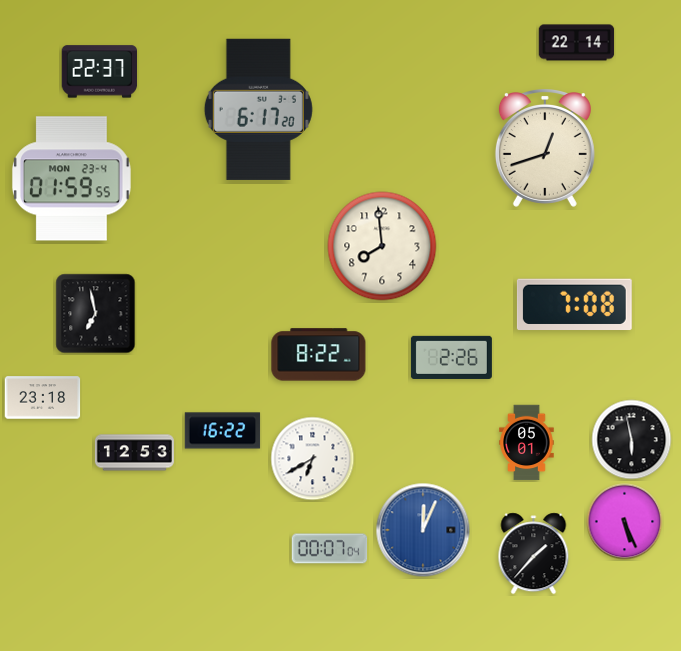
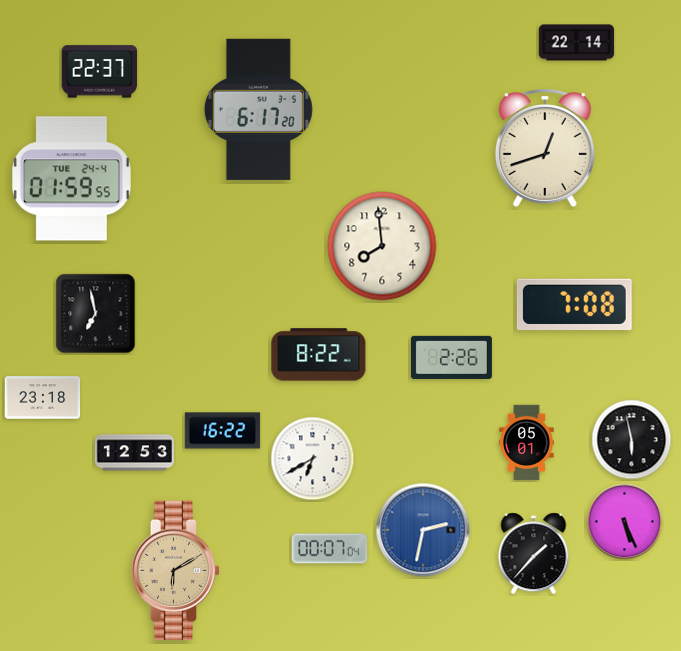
clock at (71, 179) date: MON 23-4 -> TUE 24-4
clock at (423, 530): 12:04 -> 2:32
clock at (176, 570): none -> 6:10
